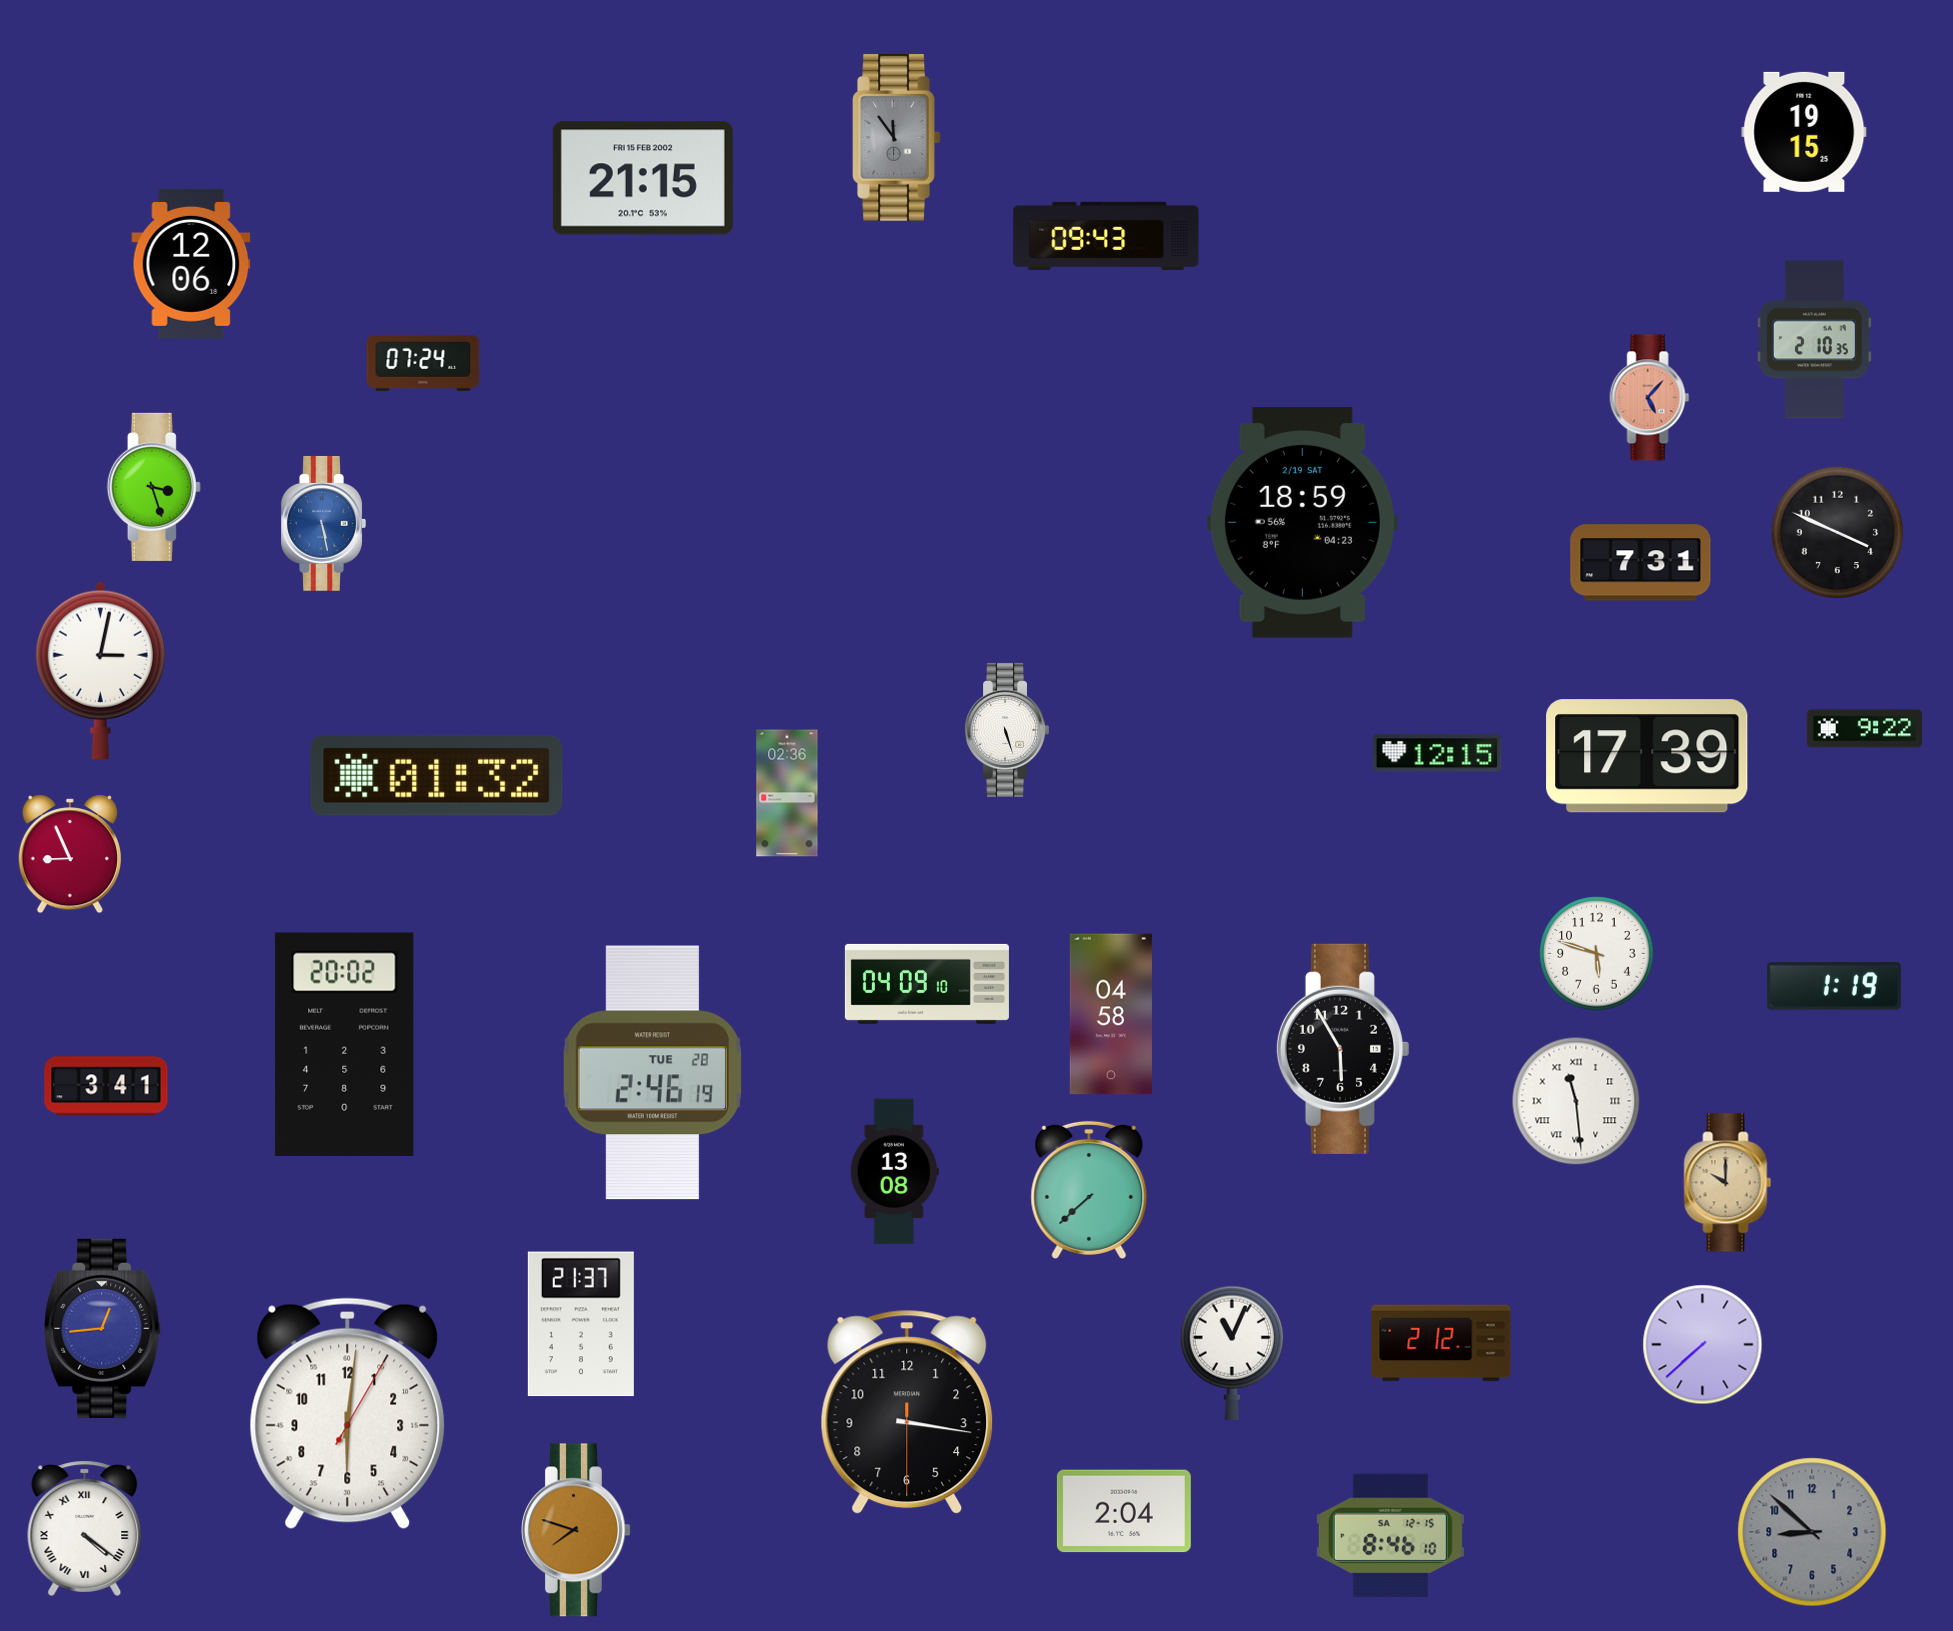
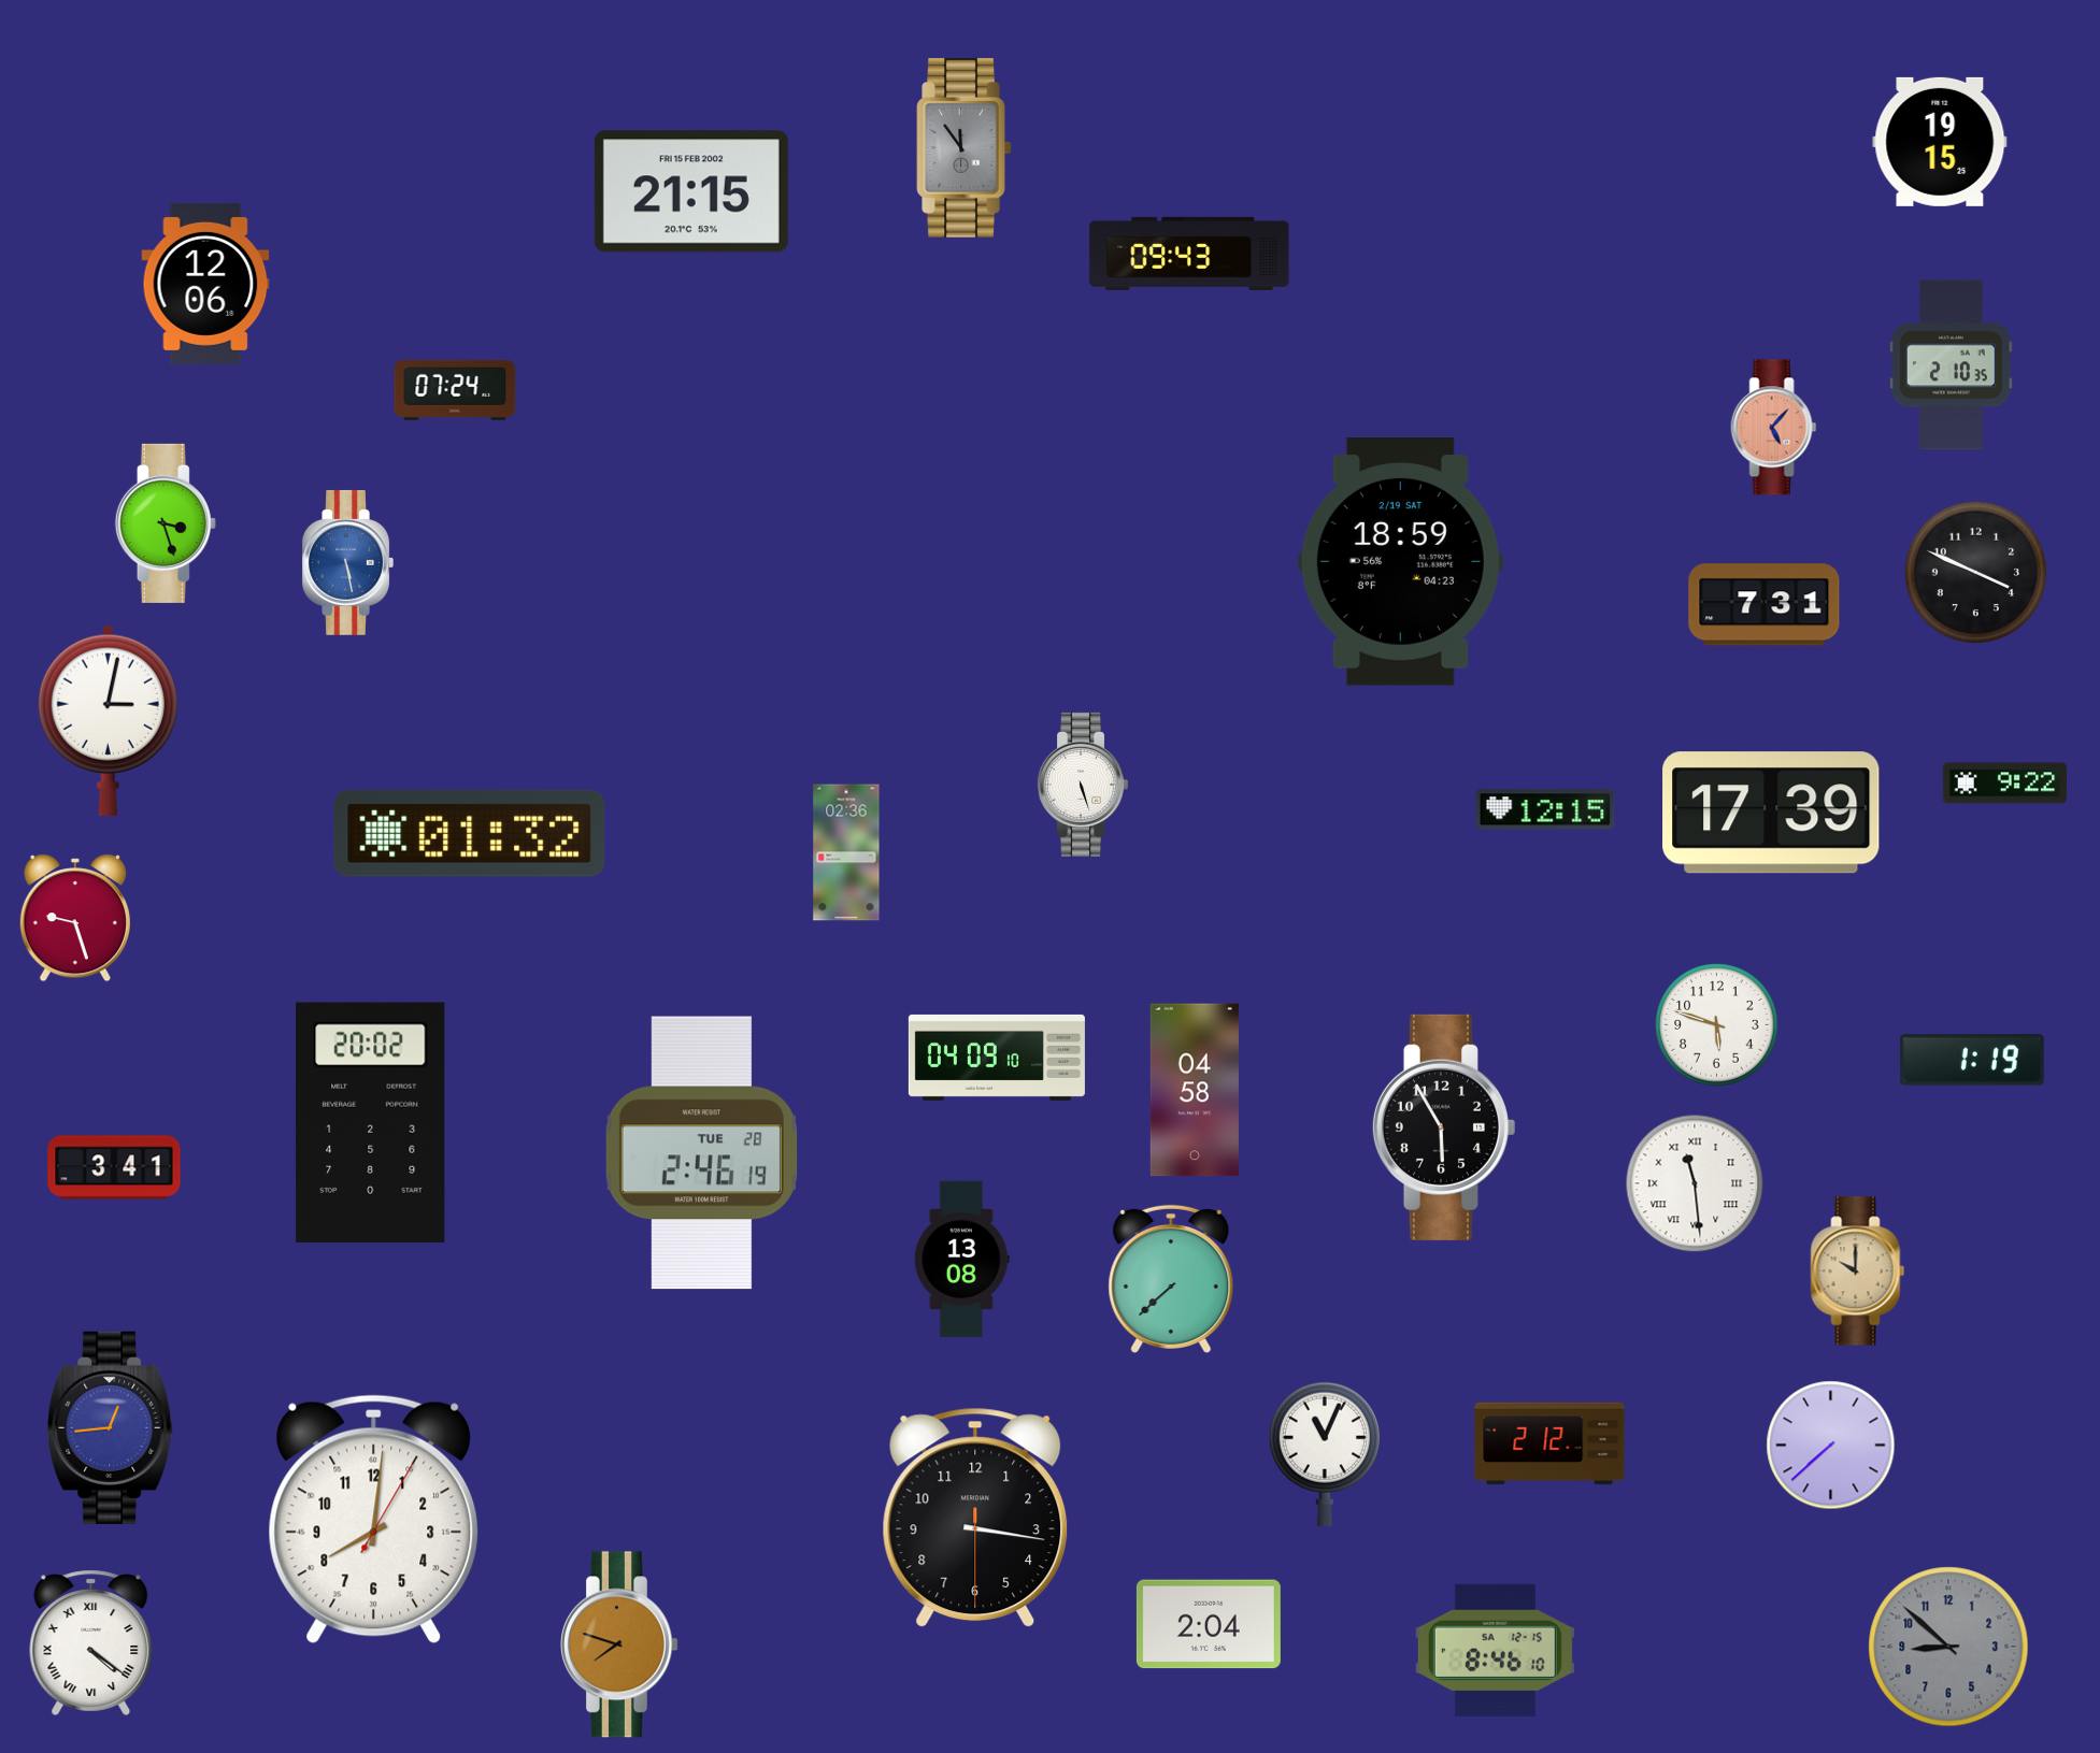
clock at (69, 854): 8:56 -> 9:27
clock at (581, 1324): 21:37 -> none
clock at (348, 1414): 6:01 -> 8:01
